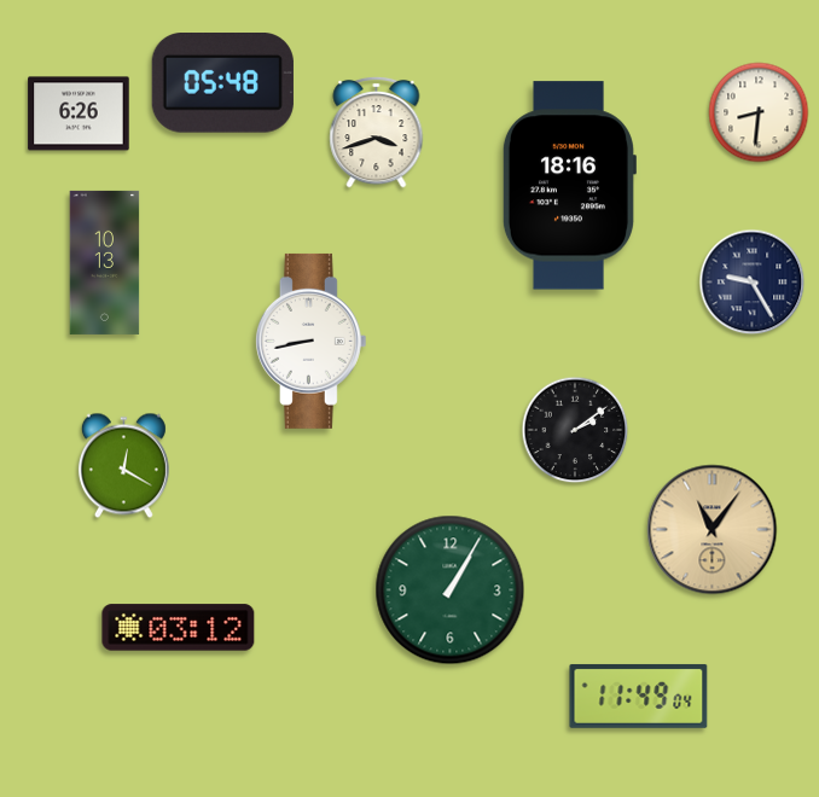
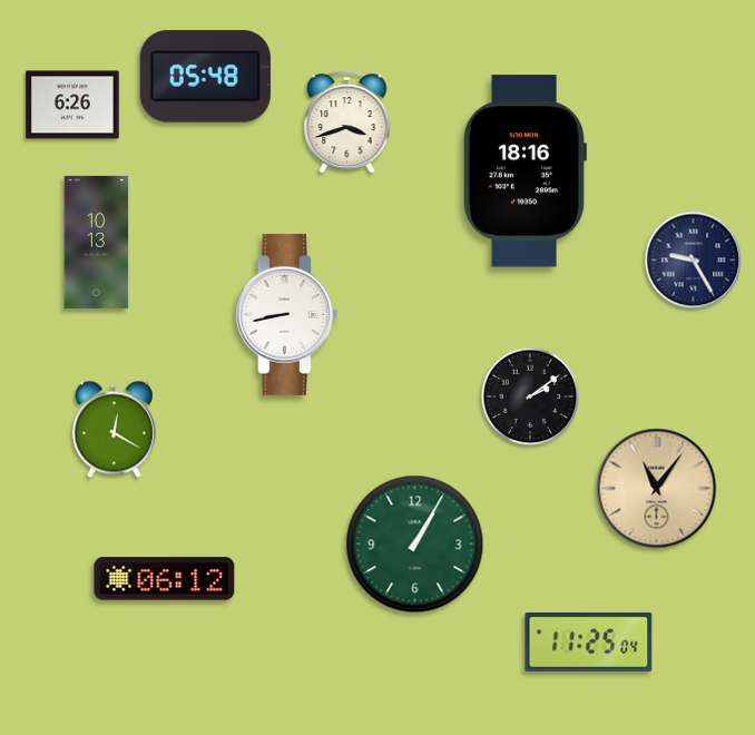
clock at (759, 112): 8:31 -> none
clock at (179, 628): 03:12 -> 06:12
clock at (639, 696): 11:49 -> 11:25
